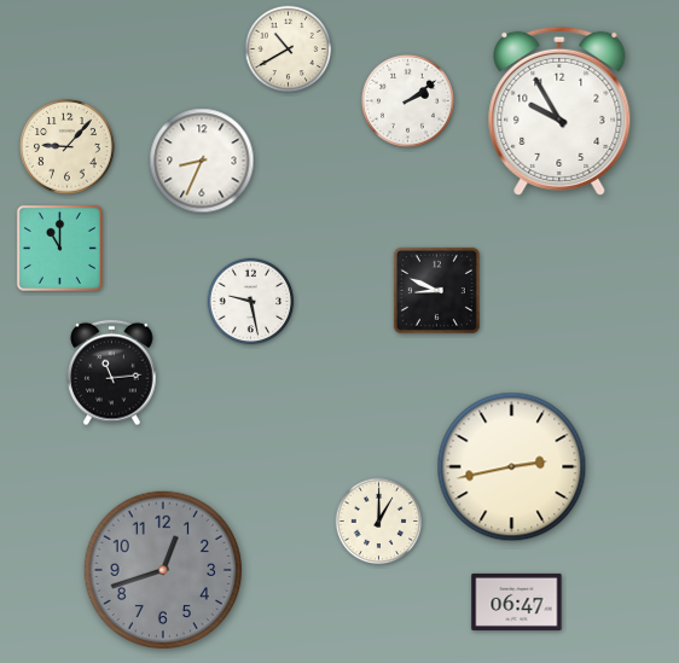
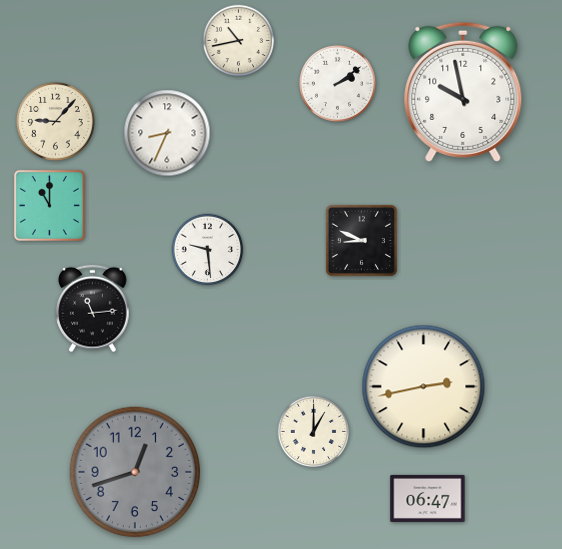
clock at (289, 50): 10:40 -> 10:43
clock at (559, 111): 9:55 -> 9:58
clock at (251, 302): 9:28 -> 9:29
